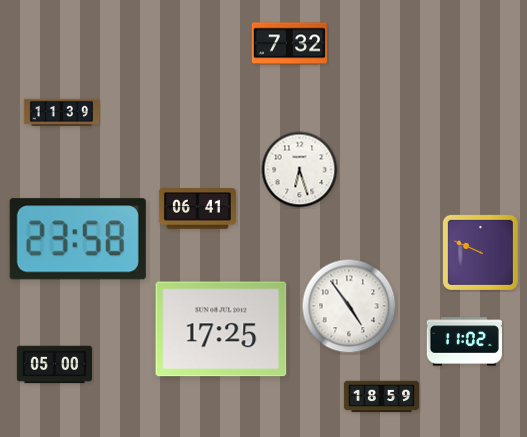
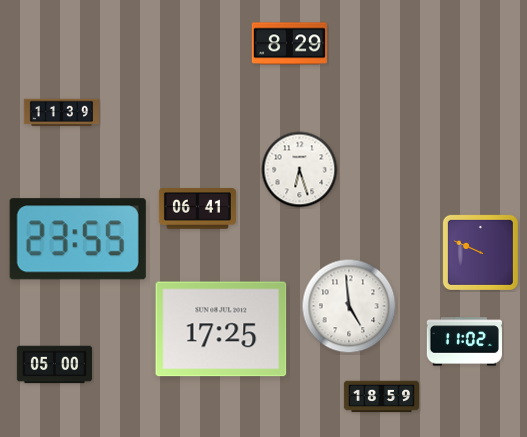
clock at (289, 44): 7:32 -> 8:29
clock at (78, 239): 23:58 -> 23:55
clock at (349, 306): 4:54 -> 4:59
